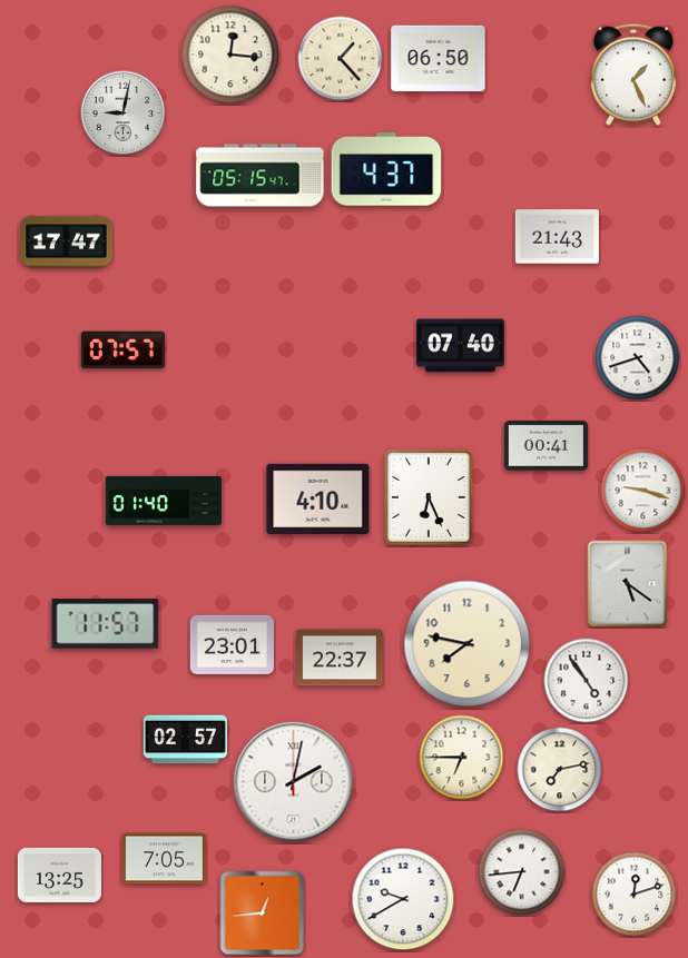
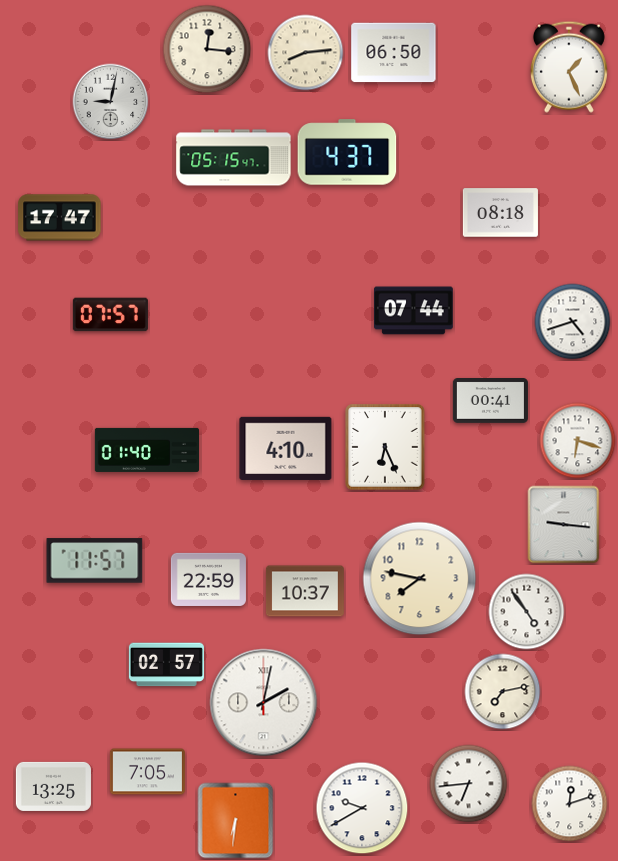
clock at (341, 59): 1:23 -> 8:14
clock at (557, 237): 21:43 -> 08:18
clock at (461, 346): 07:40 -> 07:44
clock at (643, 491): 9:18 -> 6:18
clock at (628, 584): 5:21 -> 9:16
clock at (232, 644): 23:01 -> 22:59
clock at (340, 658): 22:37 -> 10:37
clock at (462, 758): 6:45 -> none
clock at (263, 913): 12:44 -> 6:31
